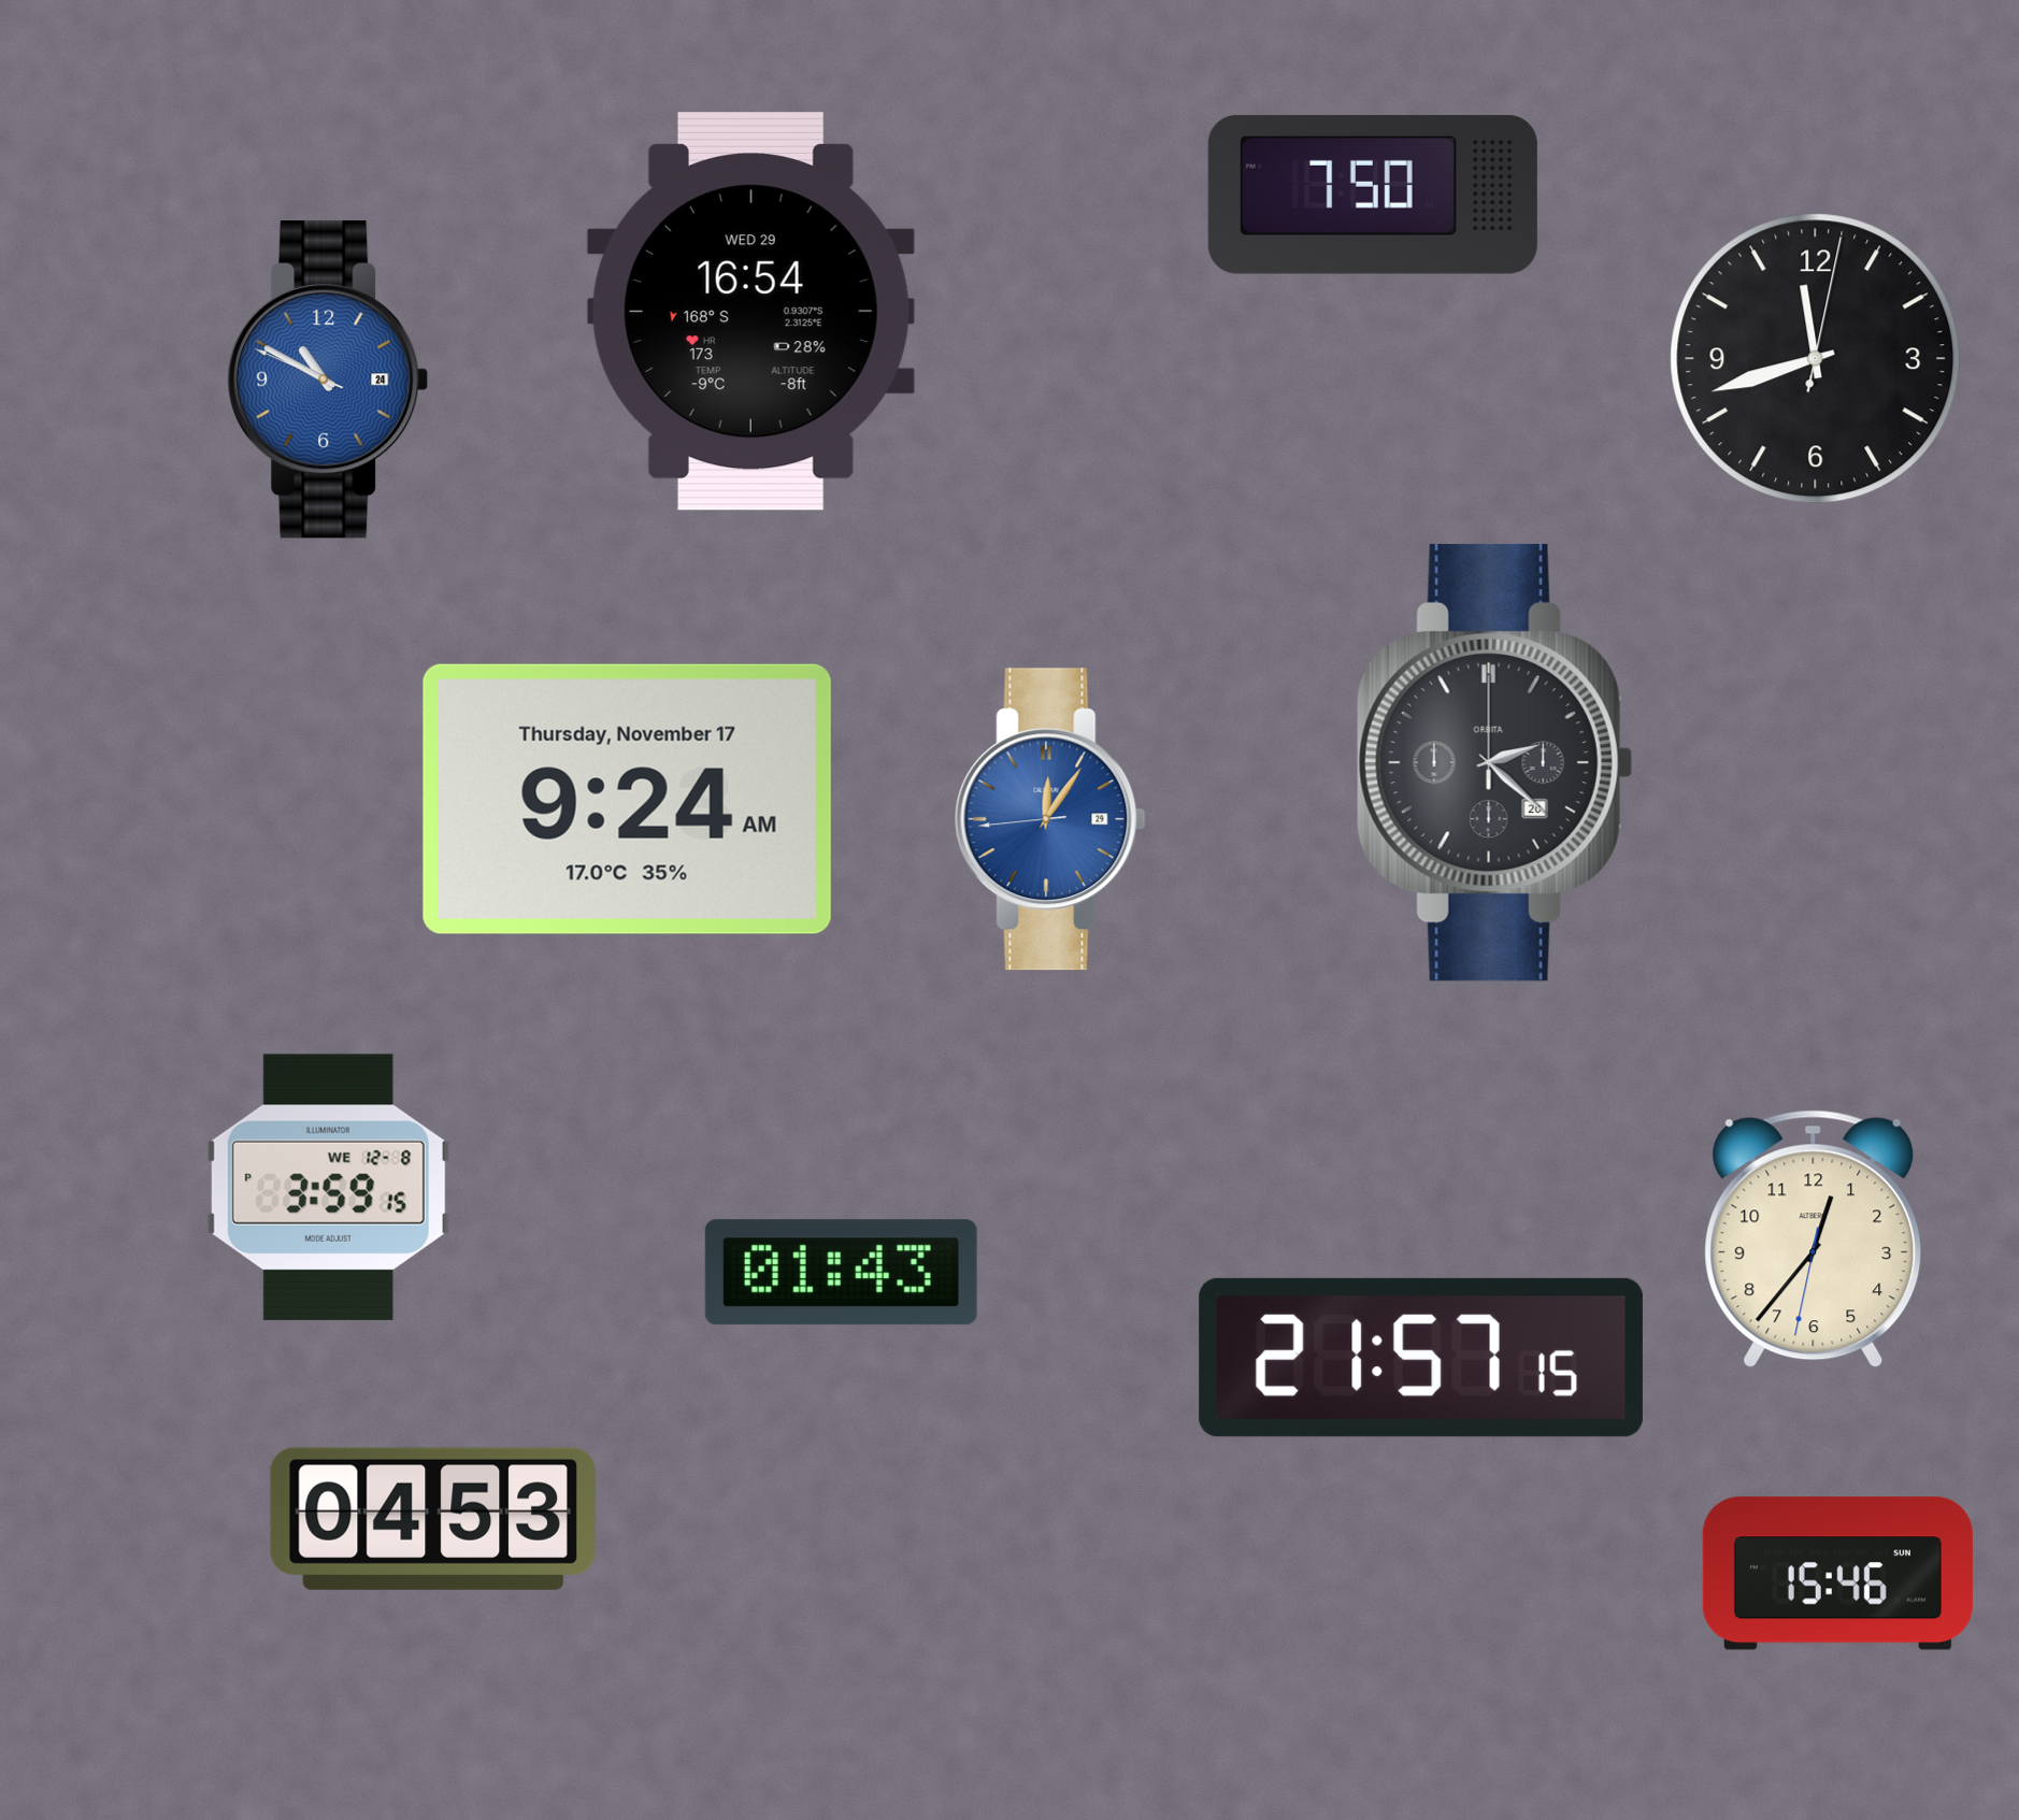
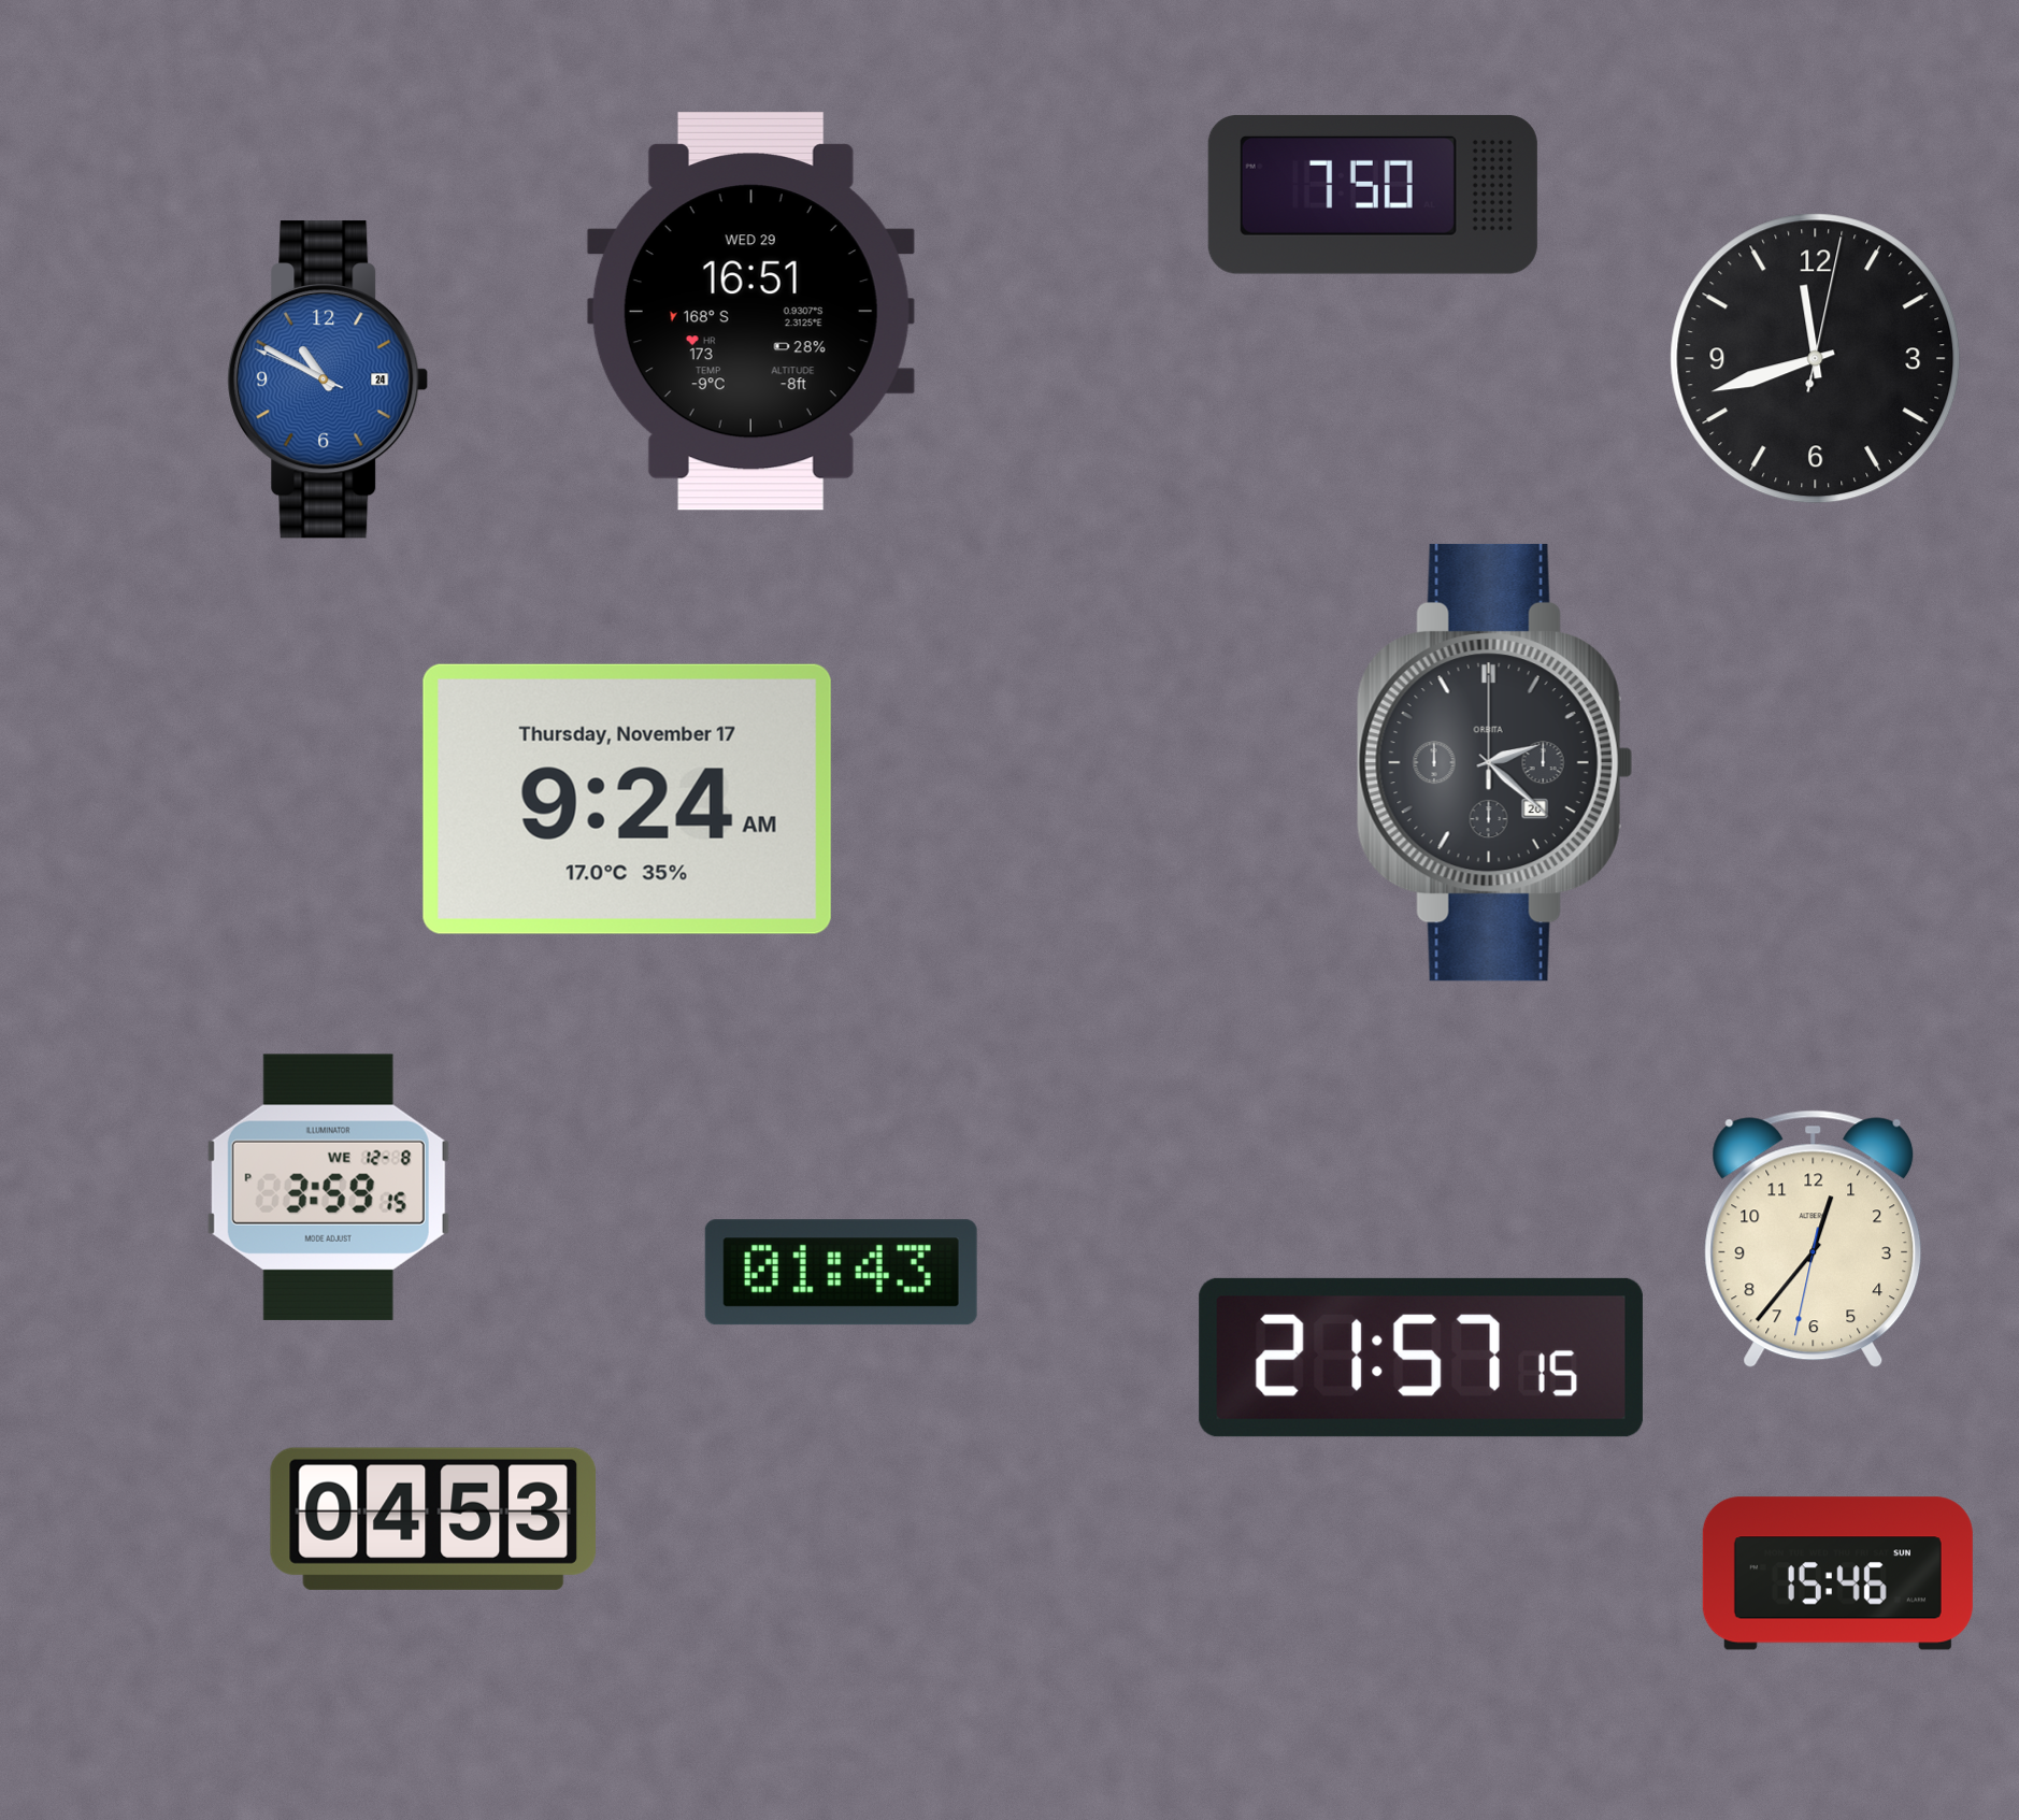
clock at (750, 312): 16:54 -> 16:51
clock at (1050, 819): 12:05 -> none
